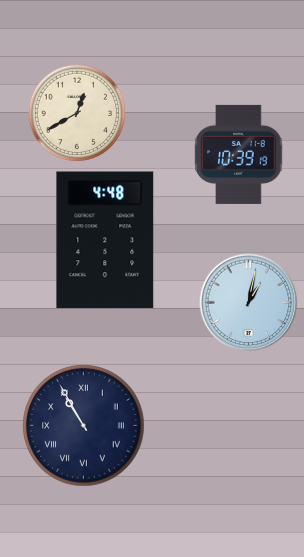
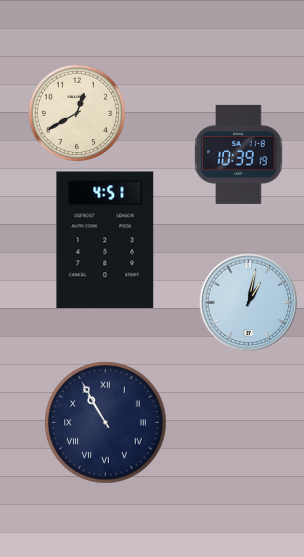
clock at (105, 240): 4:48 -> 4:51
clock at (84, 426) position: (84, 426) -> (106, 423)
